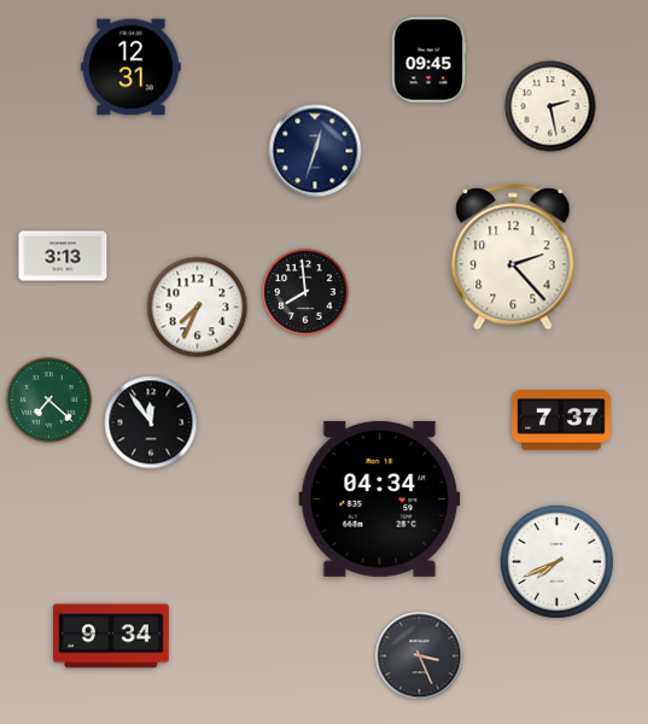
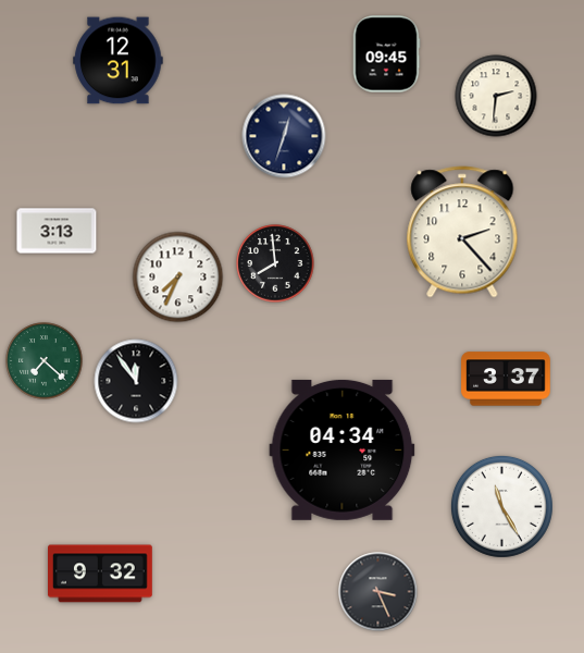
clock at (550, 106): 2:28 -> 2:31
clock at (561, 420): 7:37 -> 3:37
clock at (556, 561): 7:41 -> 11:25
clock at (112, 636): 9:34 -> 9:32
